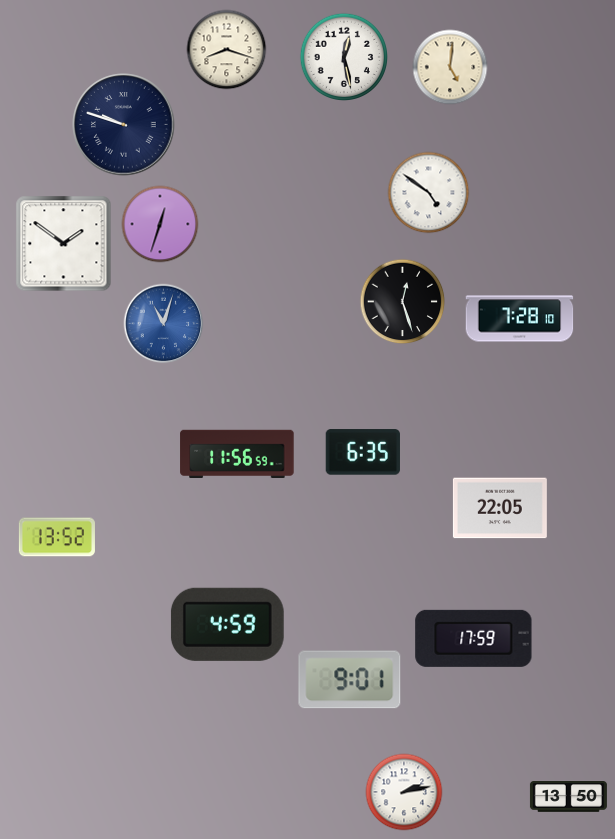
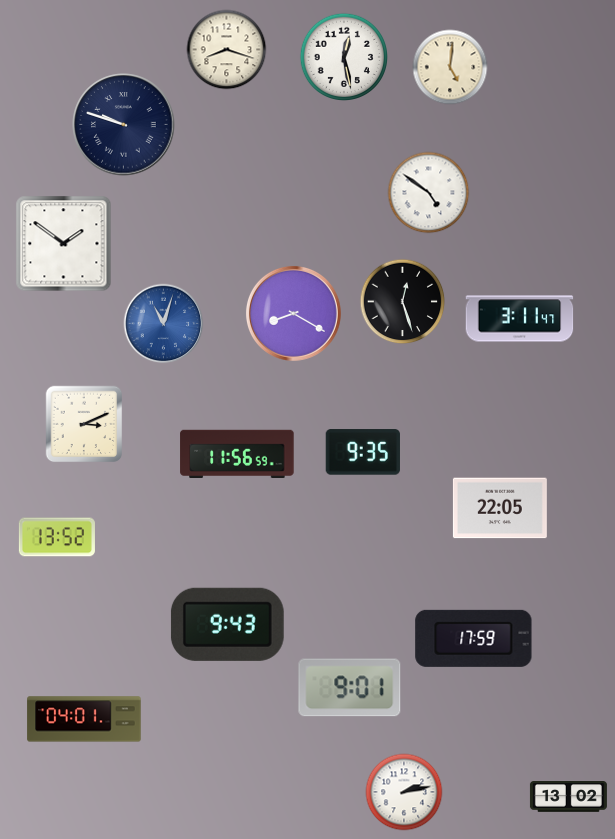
clock at (160, 224): 12:33 -> none
clock at (293, 313): none -> 8:20
clock at (520, 319): 7:28 -> 3:11
clock at (84, 424): none -> 3:11
clock at (363, 452): 6:35 -> 9:35
clock at (227, 624): 4:59 -> 9:43
clock at (350, 680) position: (350, 680) -> (350, 688)
clock at (84, 719): none -> 04:01
clock at (568, 797): 13:50 -> 13:02
